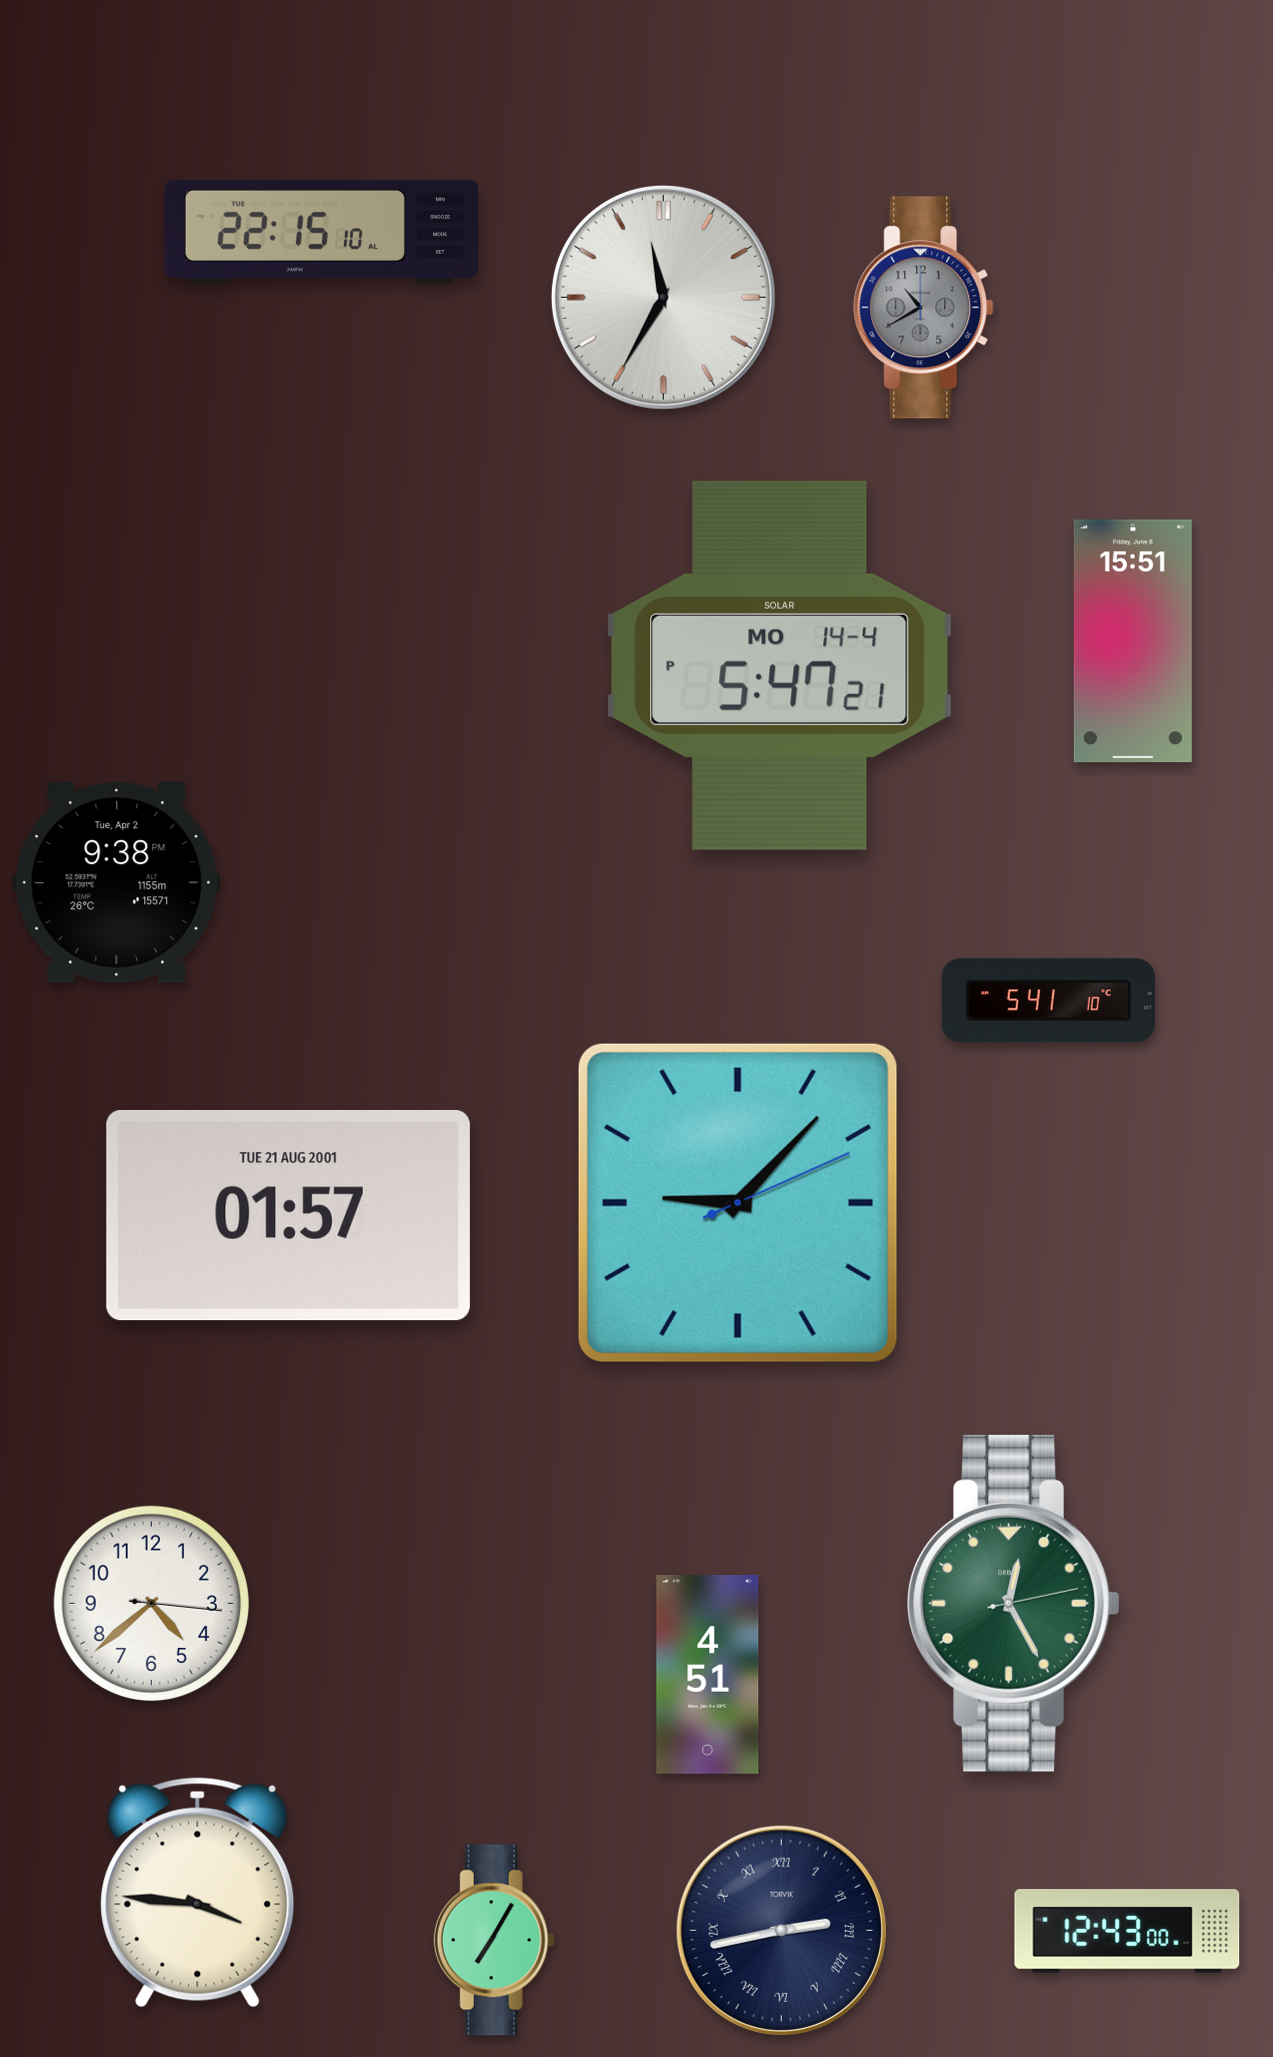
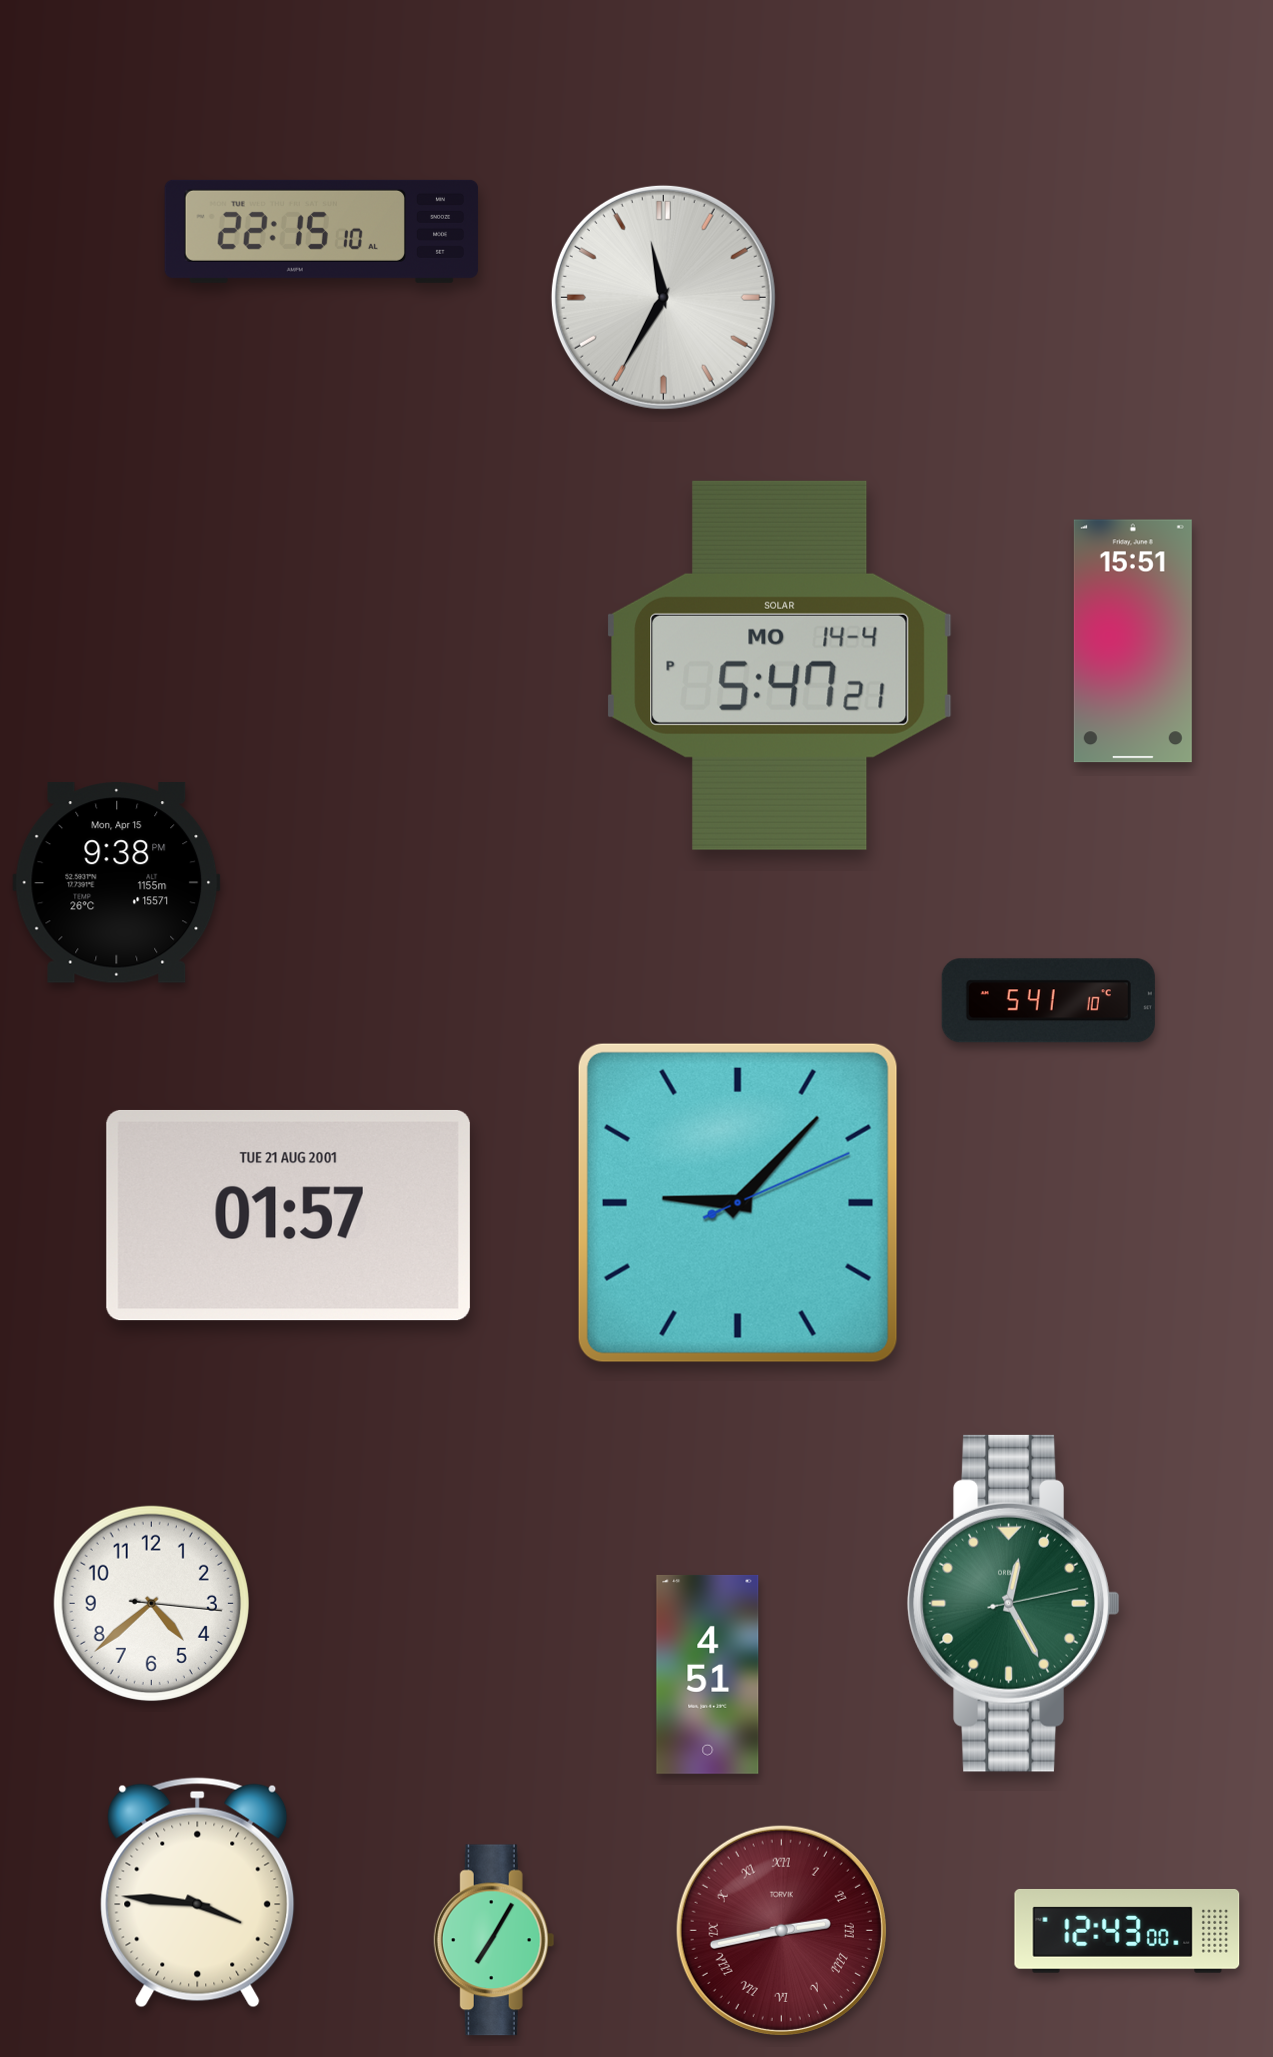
clock at (924, 308): 10:40 -> none
clock at (117, 883) date: Tue, Apr 2 -> Mon, Apr 15
clock at (781, 1930) dial: navy -> burgundy
